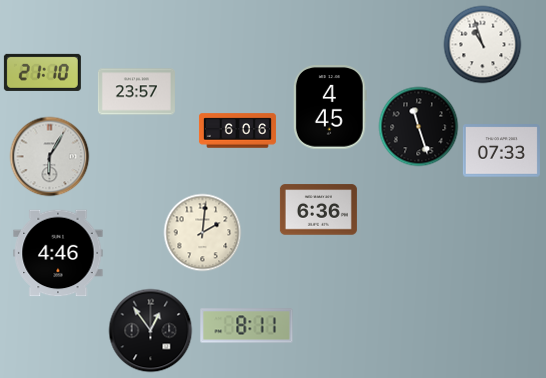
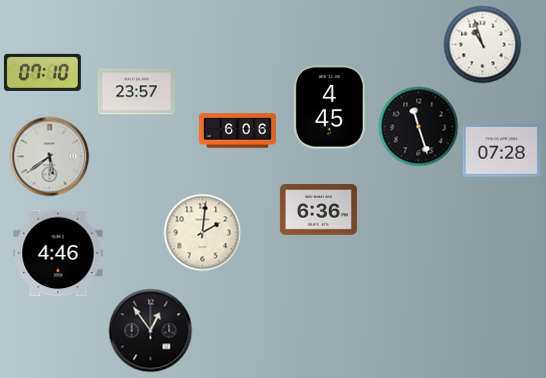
clock at (42, 72): 21:10 -> 07:10
clock at (501, 151): 07:33 -> 07:28
clock at (49, 156): 6:05 -> 5:39
clock at (247, 326): 8:11 -> none
